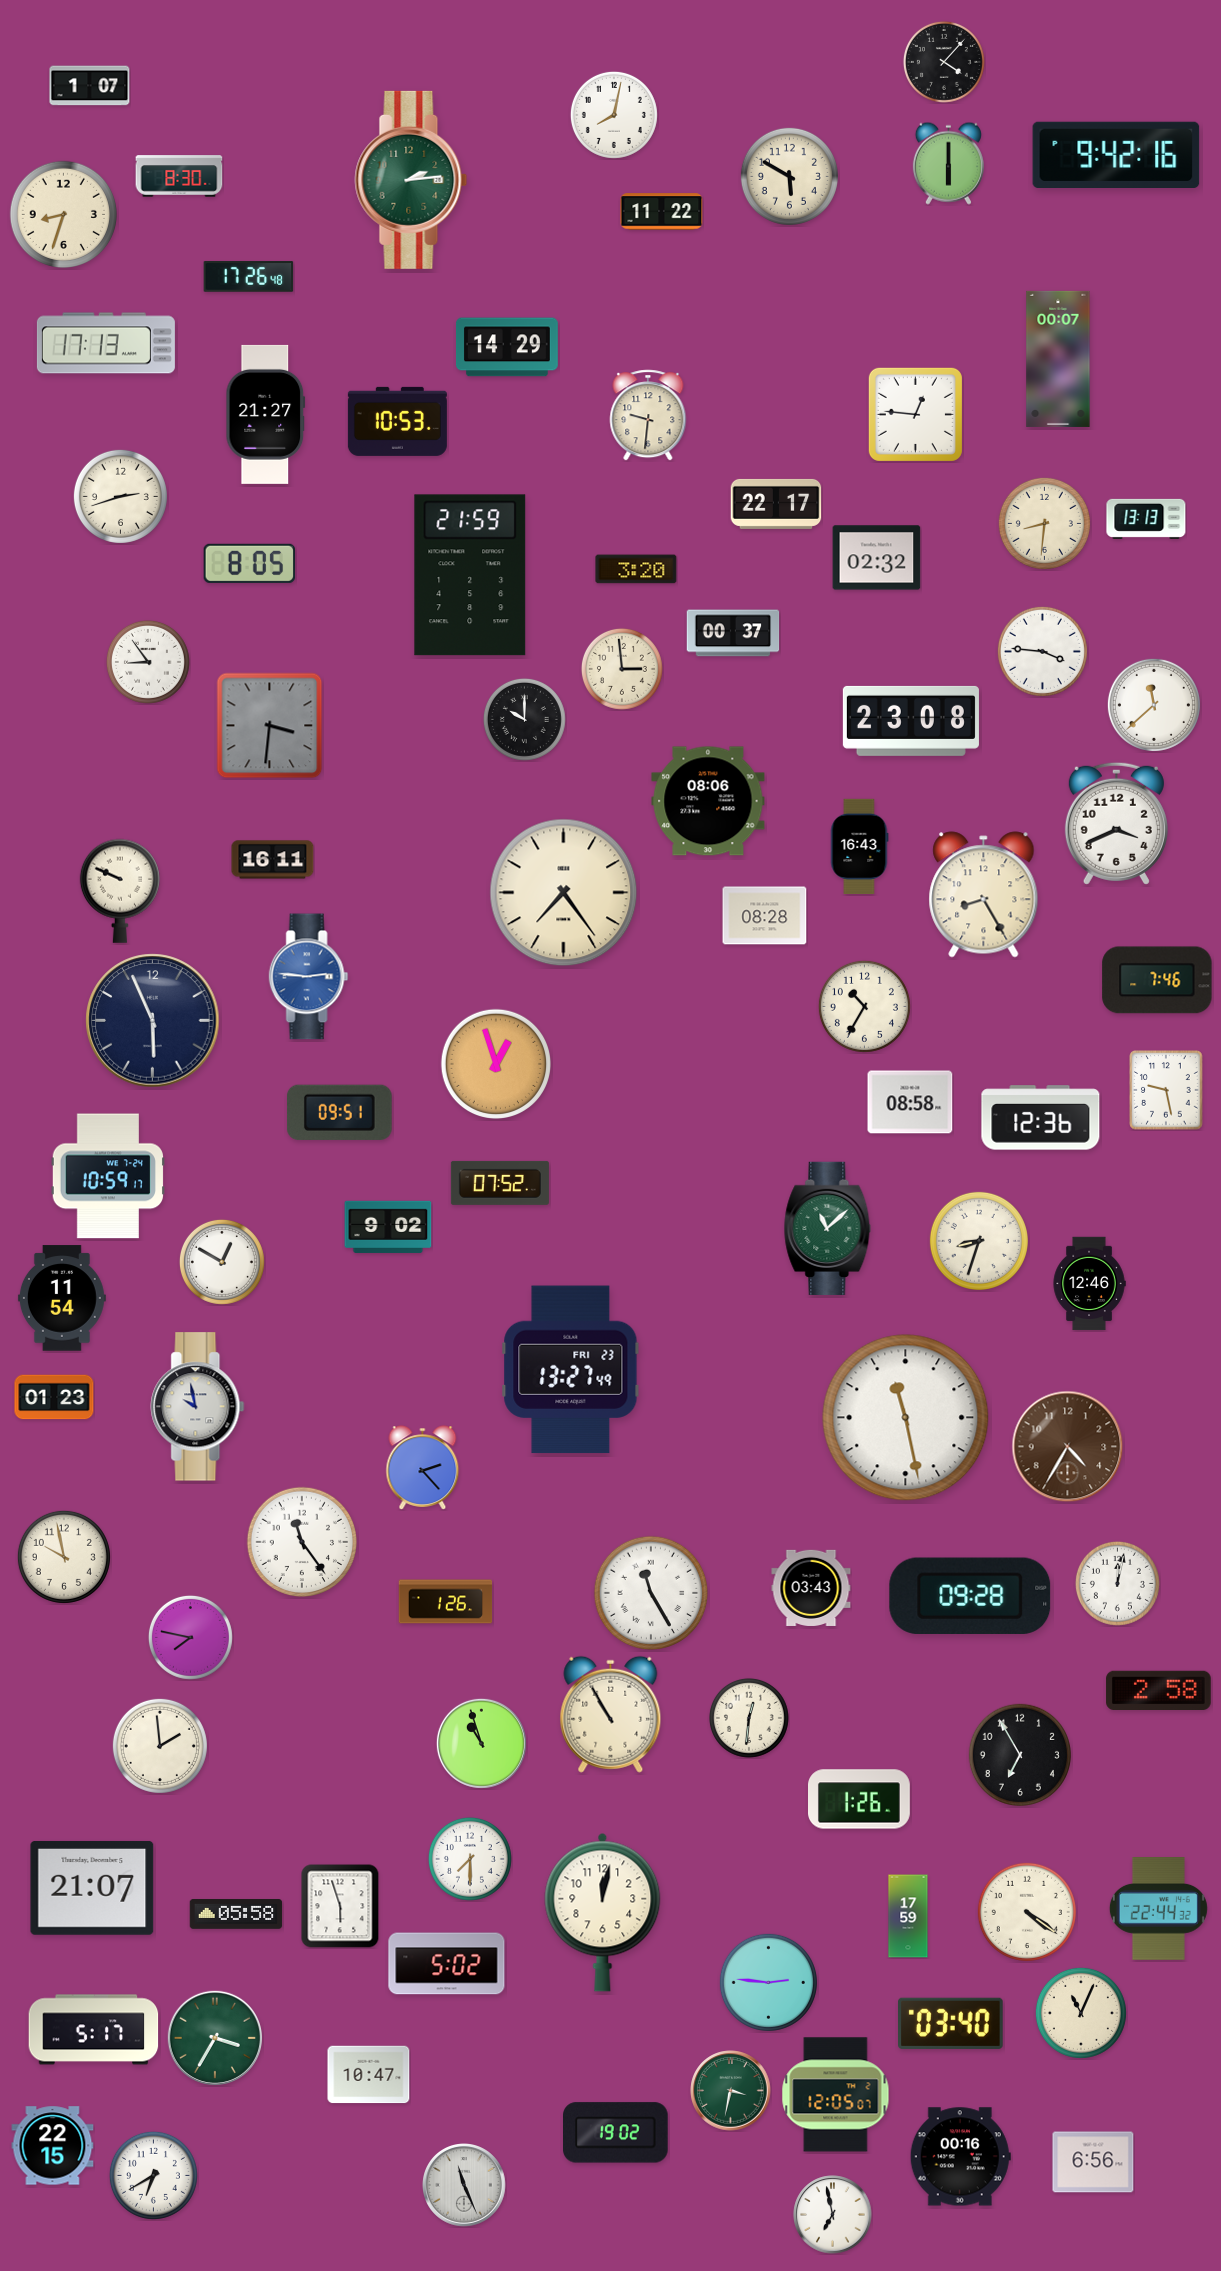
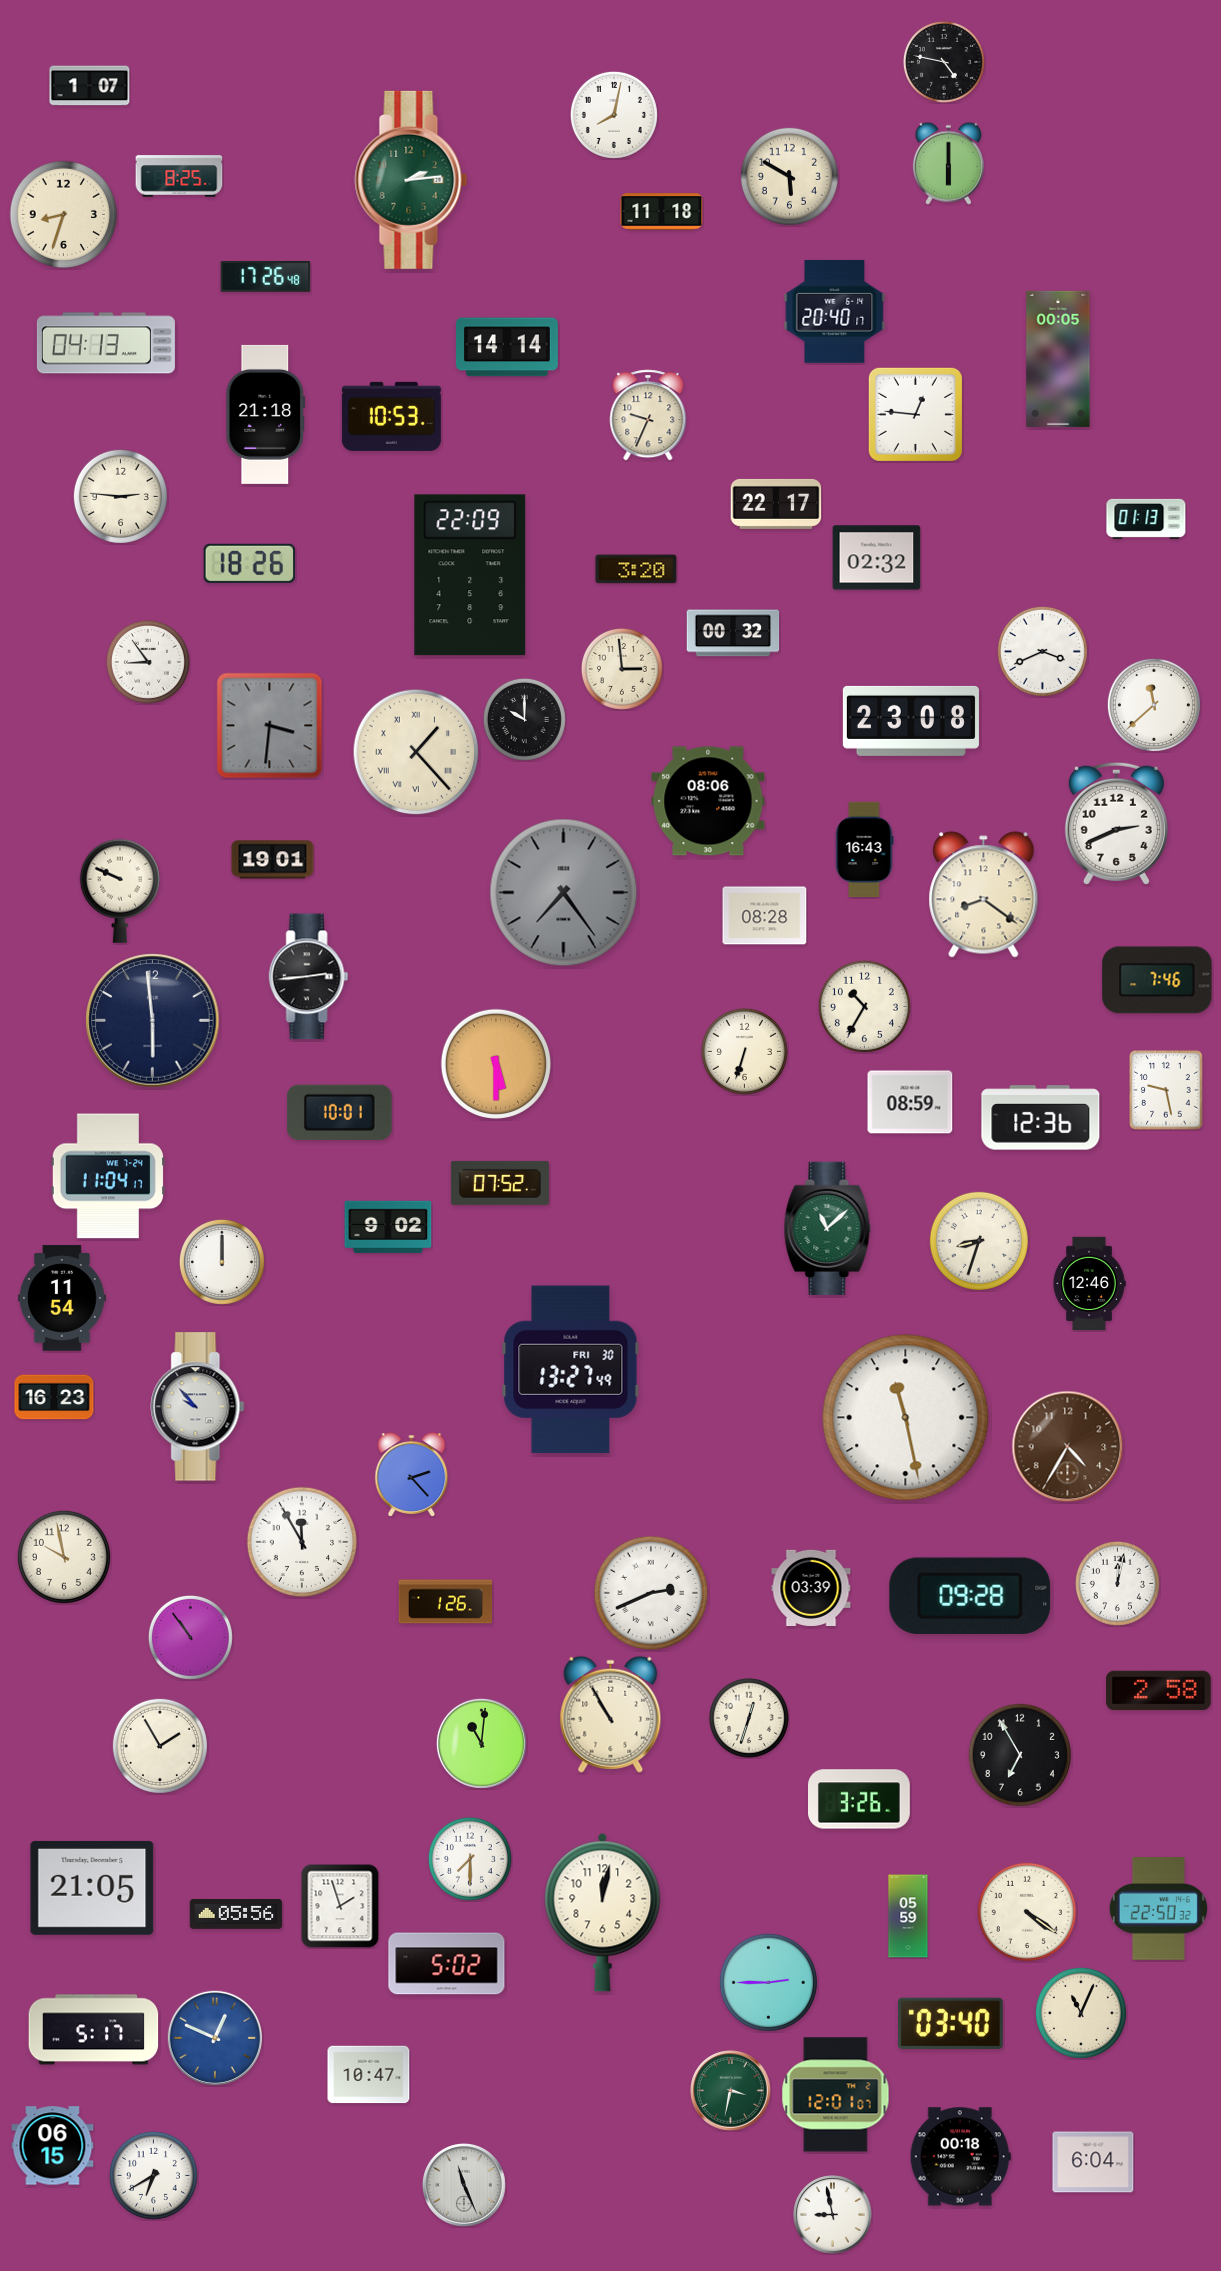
clock at (944, 62): 4:07 -> 4:47
clock at (1116, 154): 9:42 -> none
clock at (179, 176): 8:30 -> 8:25
clock at (662, 212): 11:22 -> 11:18
clock at (249, 277) position: (249, 277) -> (266, 277)
clock at (835, 311): none -> 20:40
clock at (106, 343): 17:13 -> 04:13
clock at (507, 347): 14:29 -> 14:14
clock at (1058, 359): 00:07 -> 00:05
clock at (266, 414): 21:27 -> 21:18
clock at (648, 415): 9:31 -> 9:34
clock at (397, 421) position: (397, 421) -> (391, 416)
clock at (120, 496): 2:42 -> 2:46
clock at (1146, 519): 13:13 -> 01:13
clock at (1044, 523): 8:31 -> none
clock at (250, 563): 8:05 -> 18:26
clock at (470, 575): 21:59 -> 22:09
clock at (733, 633): 00:37 -> 00:32
clock at (1042, 651): 3:46 -> 3:41
clock at (416, 752): none -> 1:23
clock at (1116, 823): 3:41 -> 2:41
clock at (859, 846) position: (859, 846) -> (864, 849)
clock at (273, 860): 16:11 -> 19:01
clock at (564, 893) dial: cream -> grey
clock at (984, 895): 8:25 -> 8:21
clock at (309, 977): 2:46 -> 2:44
clock at (309, 977) dial: blue -> black
clock at (153, 1021): 5:56 -> 5:59
clock at (744, 1051): none -> 6:33
clock at (495, 1063): 12:57 -> 5:30
clock at (910, 1102): 08:58 -> 08:59
clock at (339, 1112): 09:51 -> 10:01
clock at (107, 1176): 10:59 -> 11:04
clock at (222, 1262): 12:50 -> 12:00
clock at (571, 1370) date: FRI 23 -> FRI 30
clock at (54, 1397): 01:23 -> 16:23
clock at (198, 1407): 9:58 -> 9:53
clock at (423, 1468) position: (423, 1468) -> (412, 1475)
clock at (301, 1541): 11:24 -> 11:55
clock at (811, 1588): 03:43 -> 03:39
clock at (651, 1593): 11:25 -> 2:41
clock at (190, 1637): 7:47 -> 10:54
clock at (749, 1718): 12:31 -> 12:33
clock at (481, 1743): 10:57 -> 11:01
clock at (160, 1746): 1:59 -> 1:55
clock at (860, 1799): 1:26 -> 3:26
clock at (92, 1888): 21:07 -> 21:05
clock at (340, 1906): 5:57 -> 1:57
clock at (1158, 1909): 22:44 -> 22:50
clock at (236, 1915): 05:58 -> 05:56
clock at (908, 1916): 17:59 -> 05:59
clock at (768, 1982): 2:46 -> 2:45
clock at (214, 2037): 3:35 -> 12:49
clock at (214, 2037) dial: green -> blue
clock at (836, 2095): 12:05 -> 12:01
clock at (616, 2133): 19:02 -> none
clock at (53, 2146): 22:15 -> 06:15
clock at (960, 2157): 00:16 -> 00:18
clock at (1093, 2162): 6:56 -> 6:04
clock at (833, 2215): 6:58 -> 8:58
